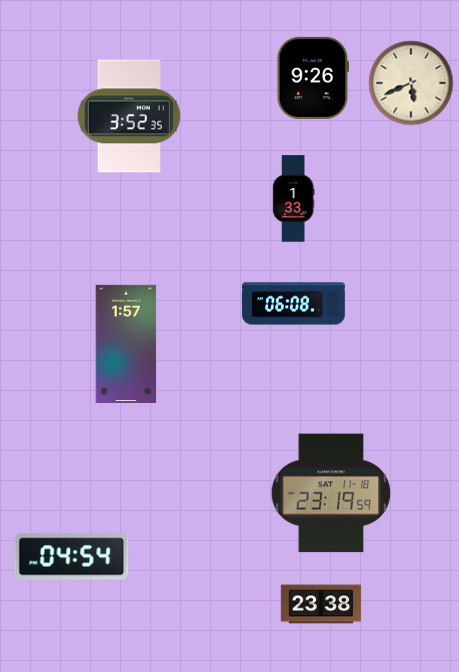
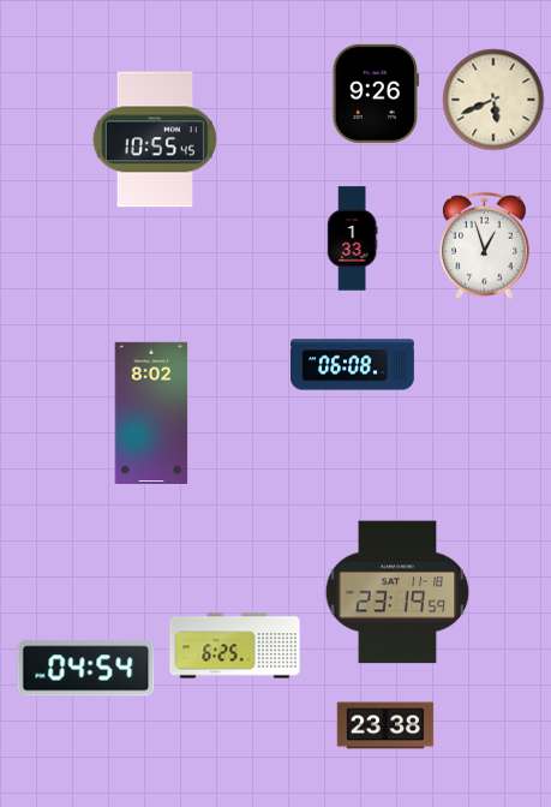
clock at (129, 116): 3:52 -> 10:55
clock at (485, 246): none -> 12:57
clock at (126, 343): 1:57 -> 8:02
clock at (235, 646): none -> 6:25
